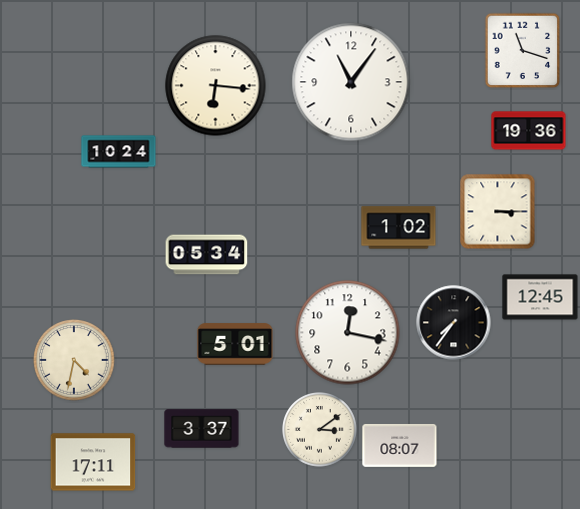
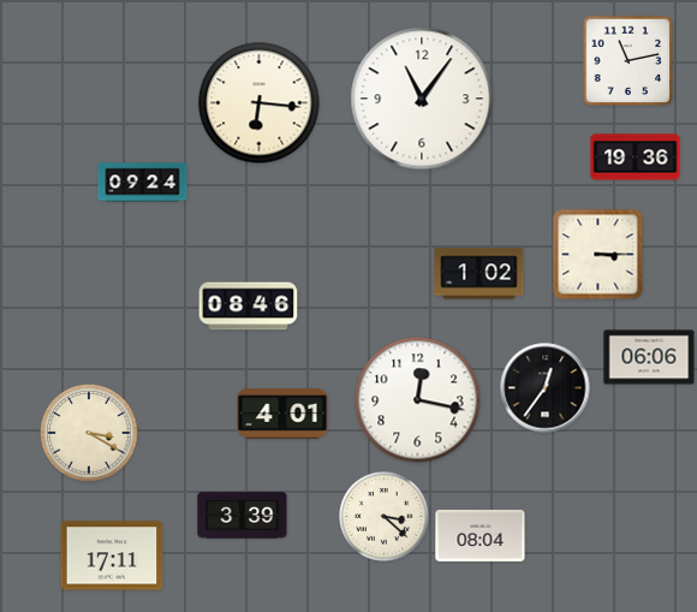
clock at (523, 51): 11:18 -> 11:13
clock at (119, 152): 10:24 -> 09:24
clock at (207, 255): 05:34 -> 08:46
clock at (540, 297): 12:45 -> 06:06
clock at (454, 323): 7:36 -> 12:36
clock at (235, 344): 5:01 -> 4:01
clock at (74, 360): 4:32 -> 3:20
clock at (202, 429): 3:37 -> 3:39
clock at (320, 430): 3:09 -> 3:22
clock at (400, 445): 08:07 -> 08:04
